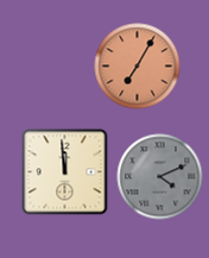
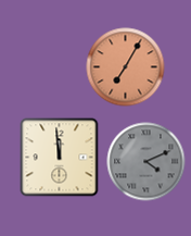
clock at (138, 67) position: (138, 67) -> (126, 67)
